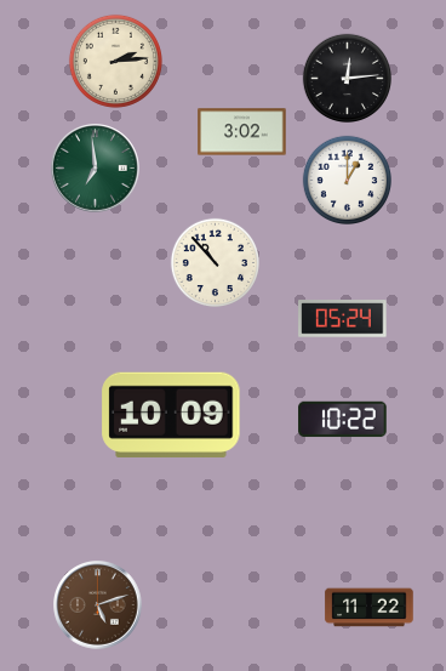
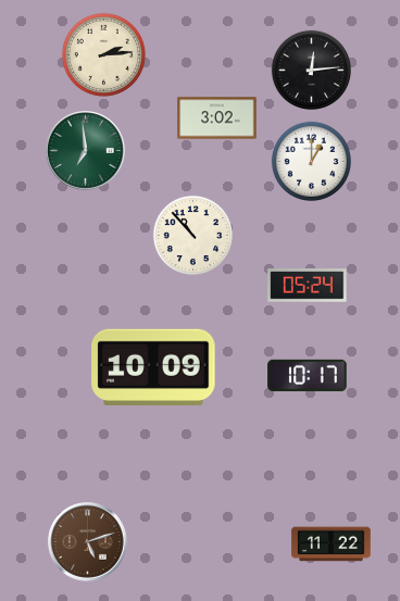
clock at (171, 415) position: (171, 415) -> (153, 367)
clock at (343, 420): 10:22 -> 10:17
